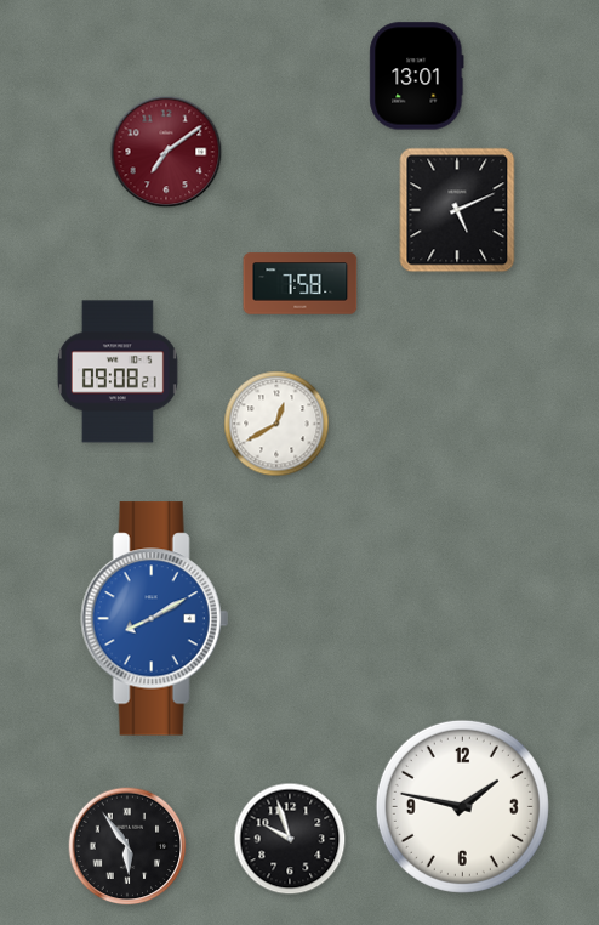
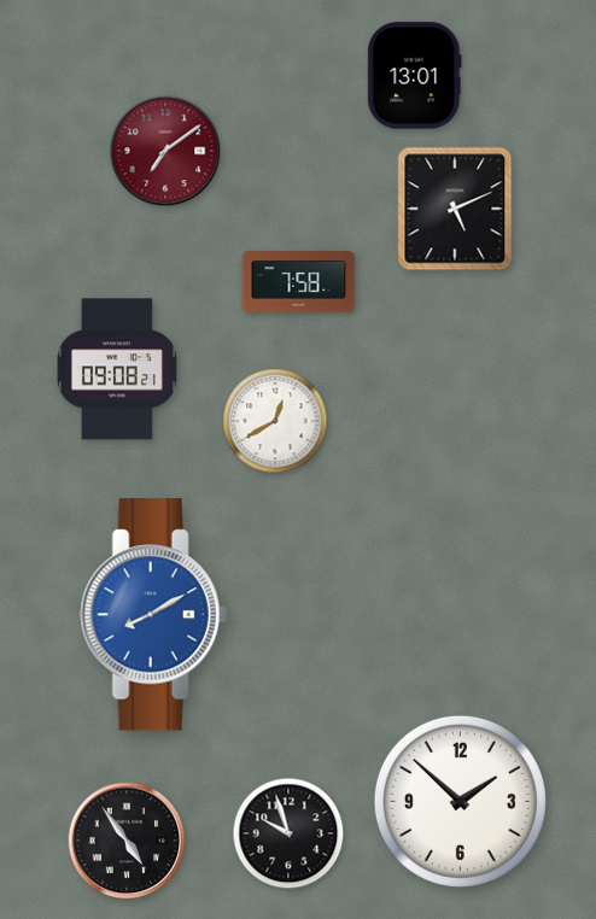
clock at (462, 806): 1:47 -> 1:52
clock at (127, 846): 5:54 -> 4:54
